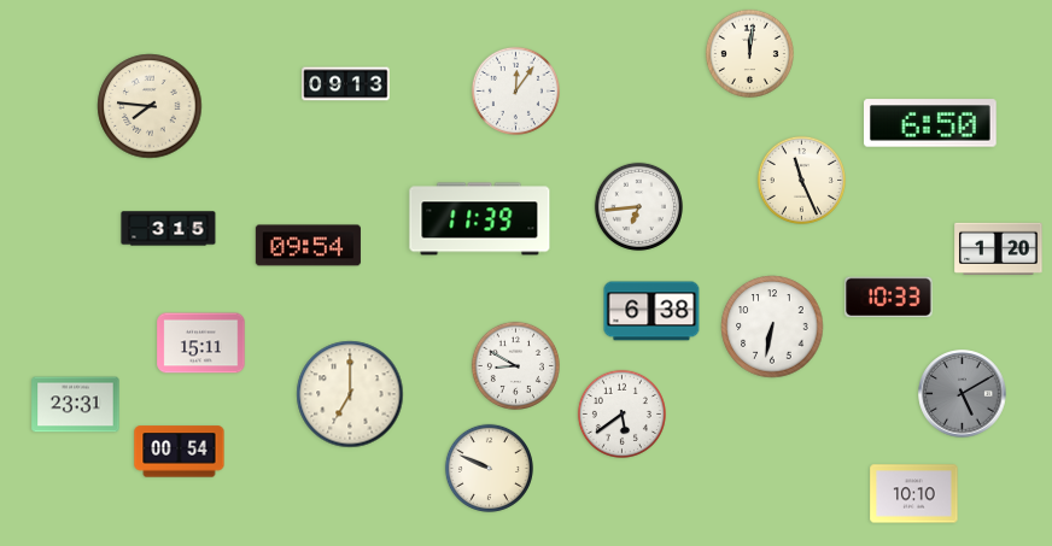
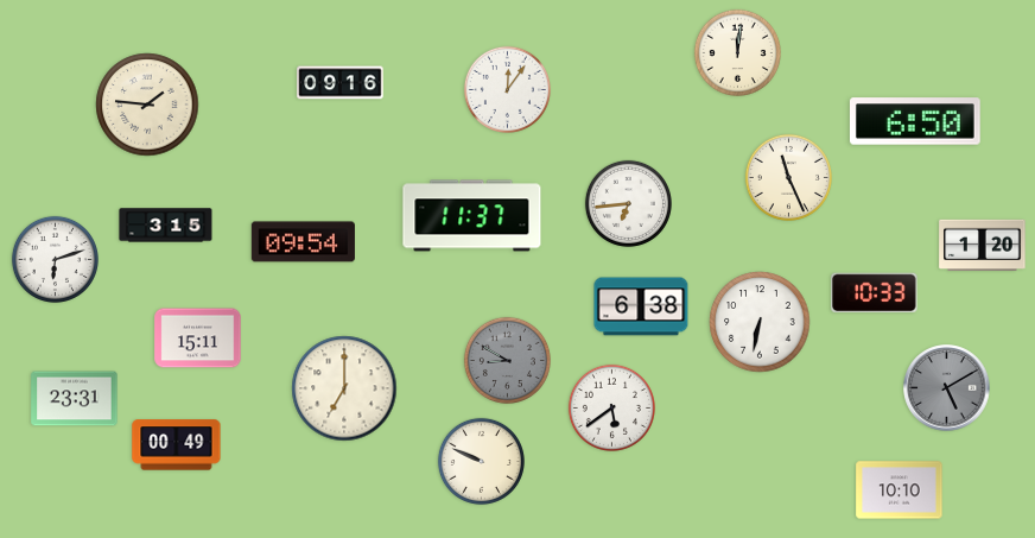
clock at (346, 84): 09:13 -> 09:16
clock at (150, 106): 7:46 -> 1:46
clock at (480, 219): 11:39 -> 11:37
clock at (55, 259): none -> 6:12
clock at (515, 365) dial: white -> grey
clock at (180, 452): 00:54 -> 00:49
clock at (914, 494) position: (914, 494) -> (900, 490)
